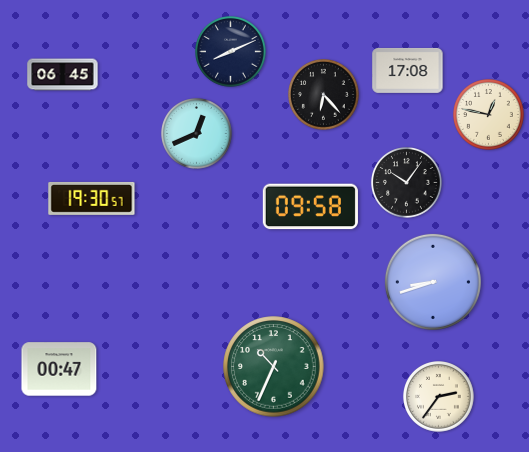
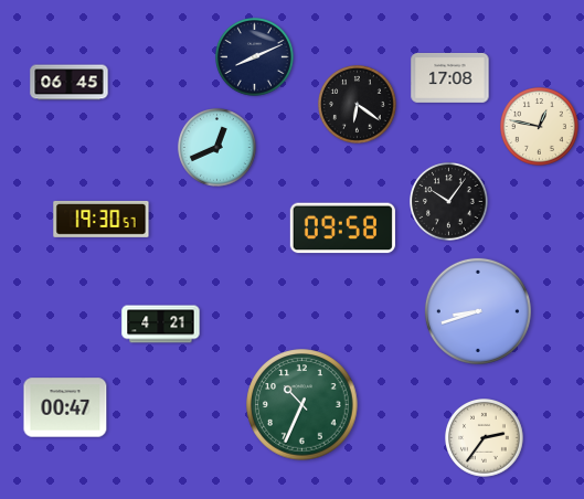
clock at (324, 95): 6:23 -> 6:21
clock at (161, 325): none -> 4:21
